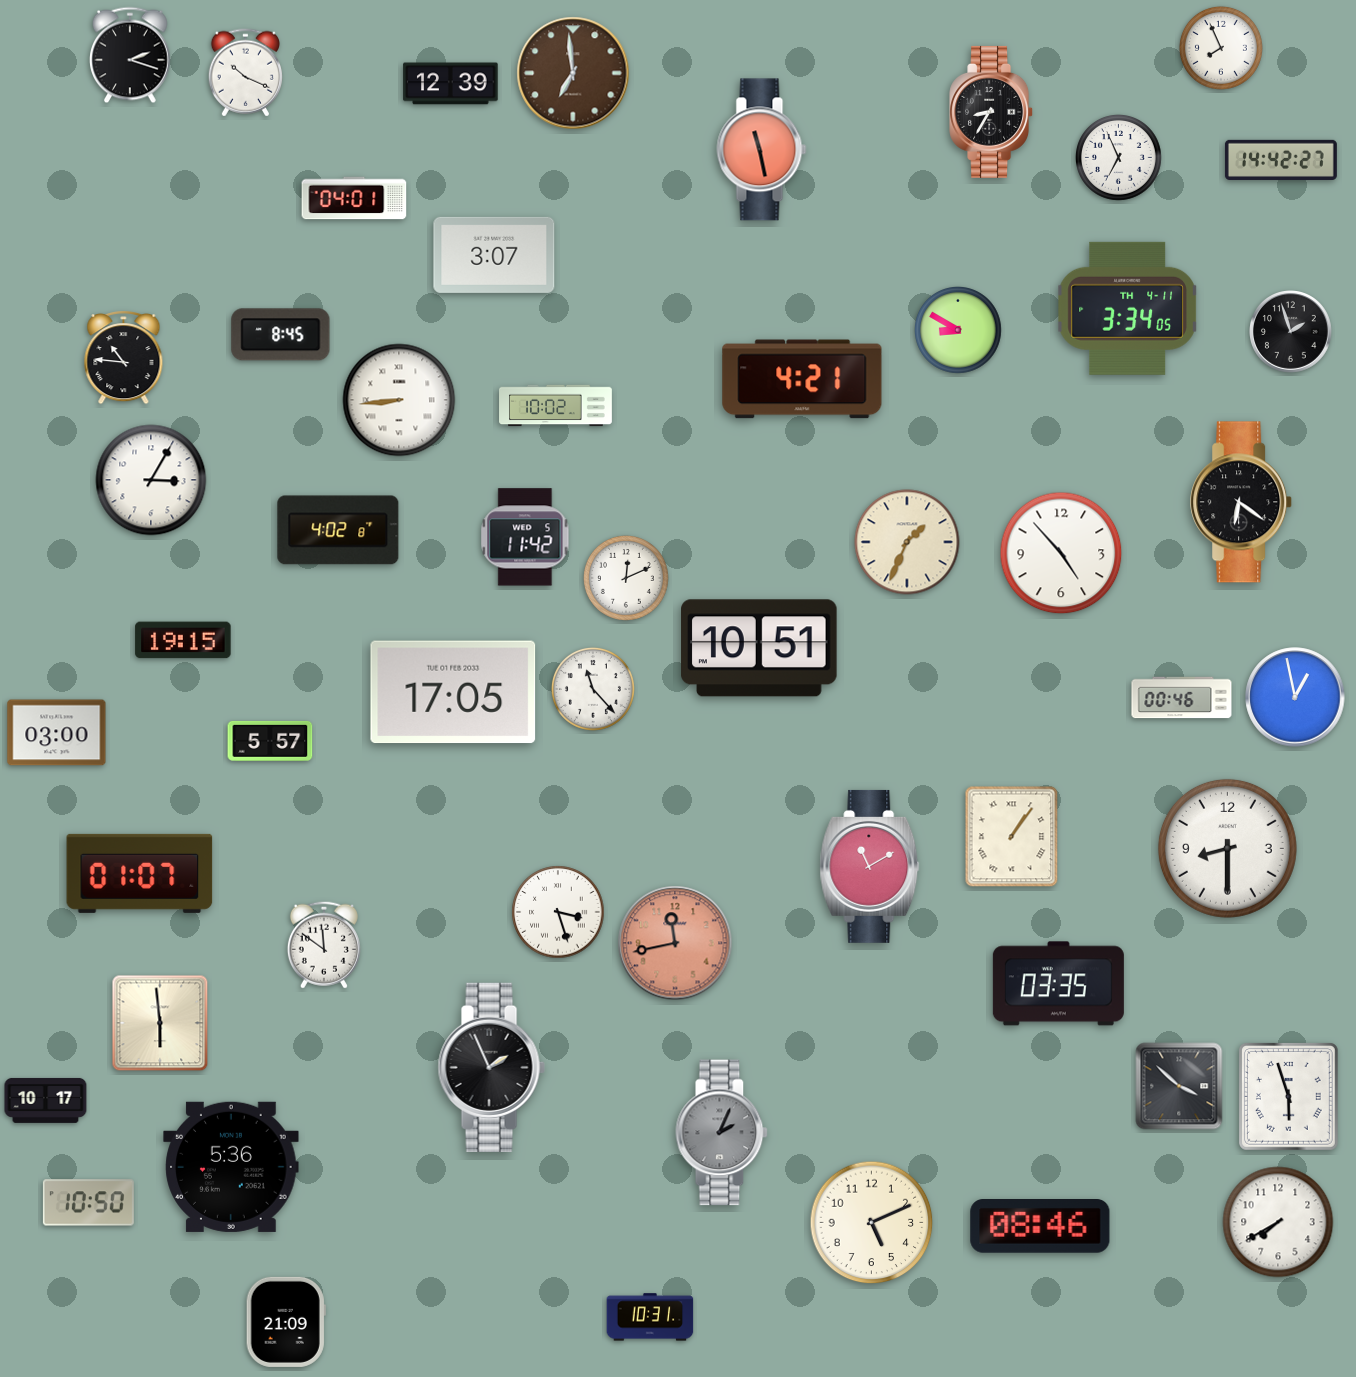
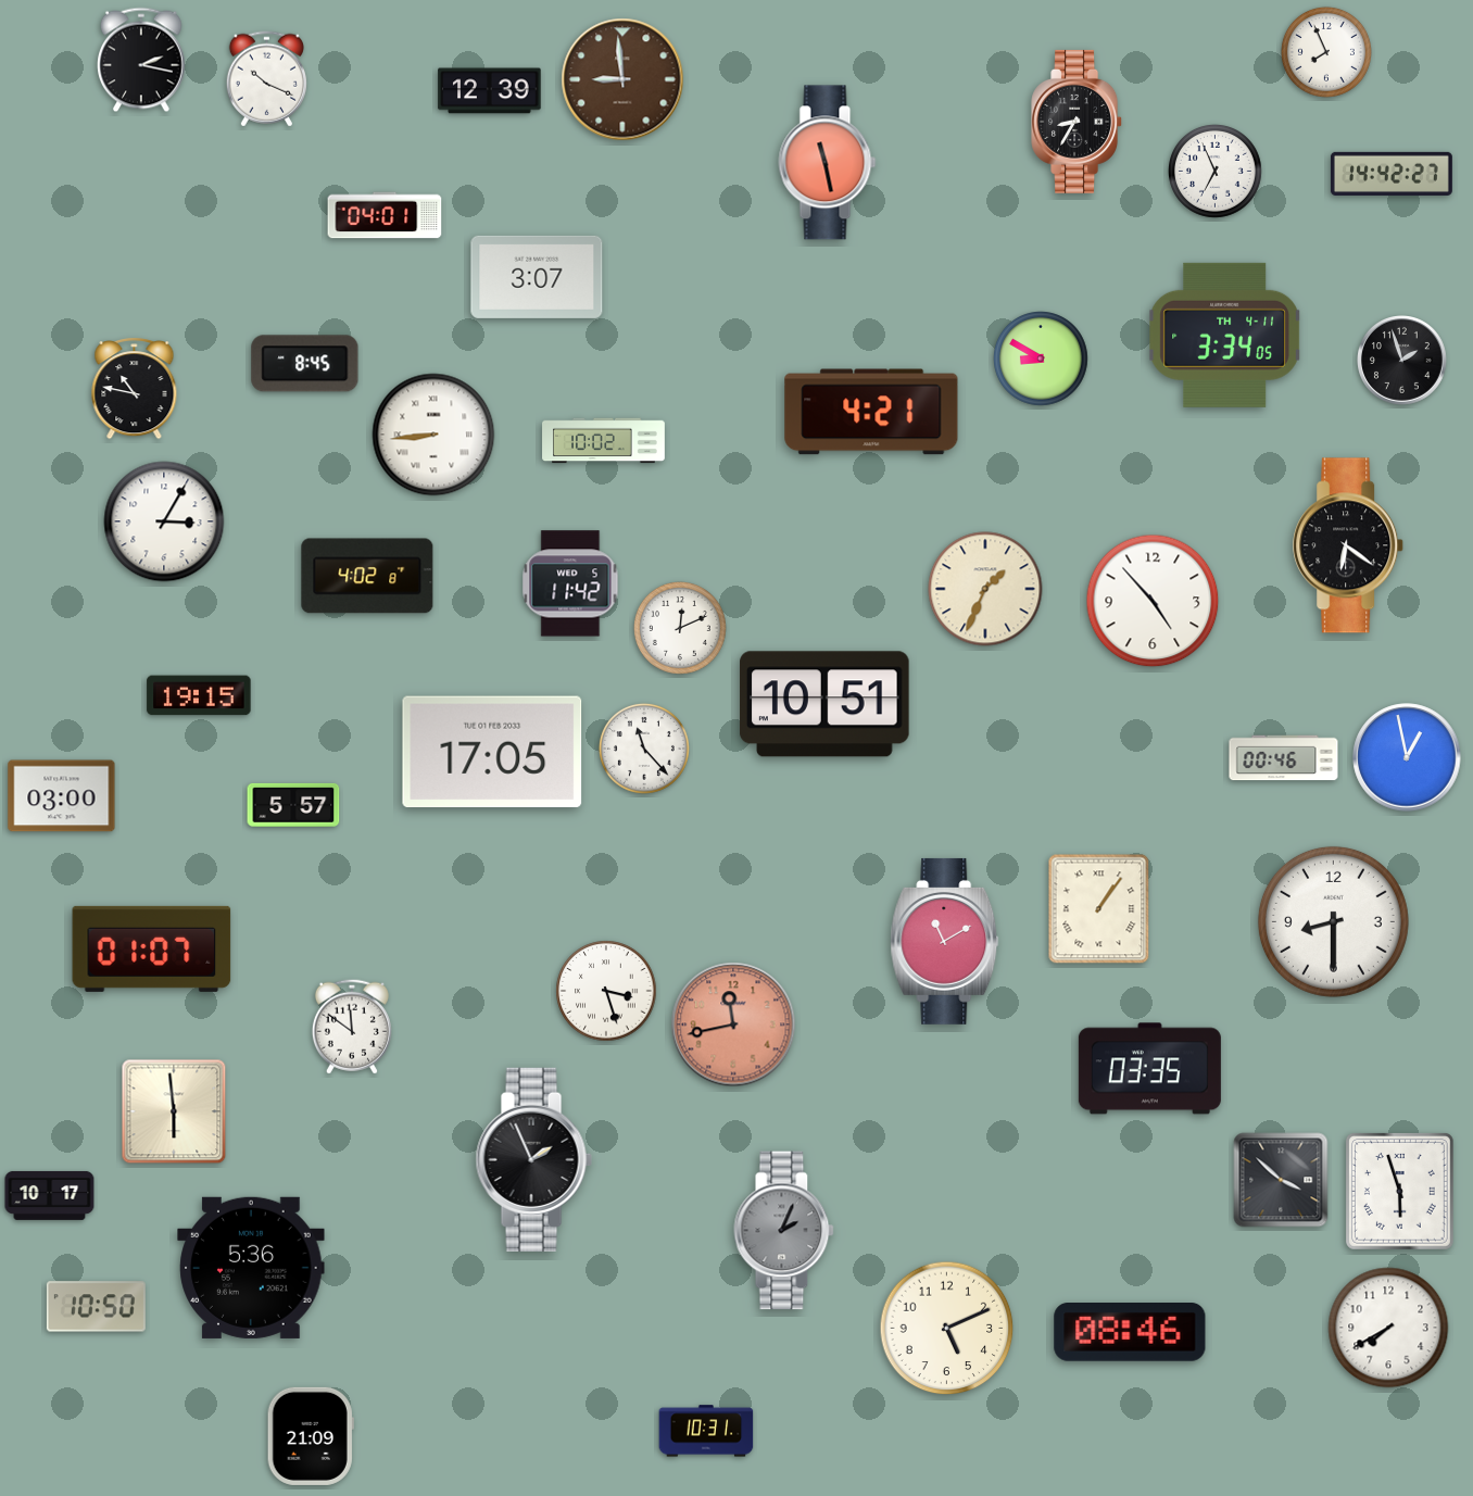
clock at (131, 55): 2:18 -> 2:17
clock at (573, 73): 6:59 -> 8:59
clock at (124, 358): 10:46 -> 10:47
